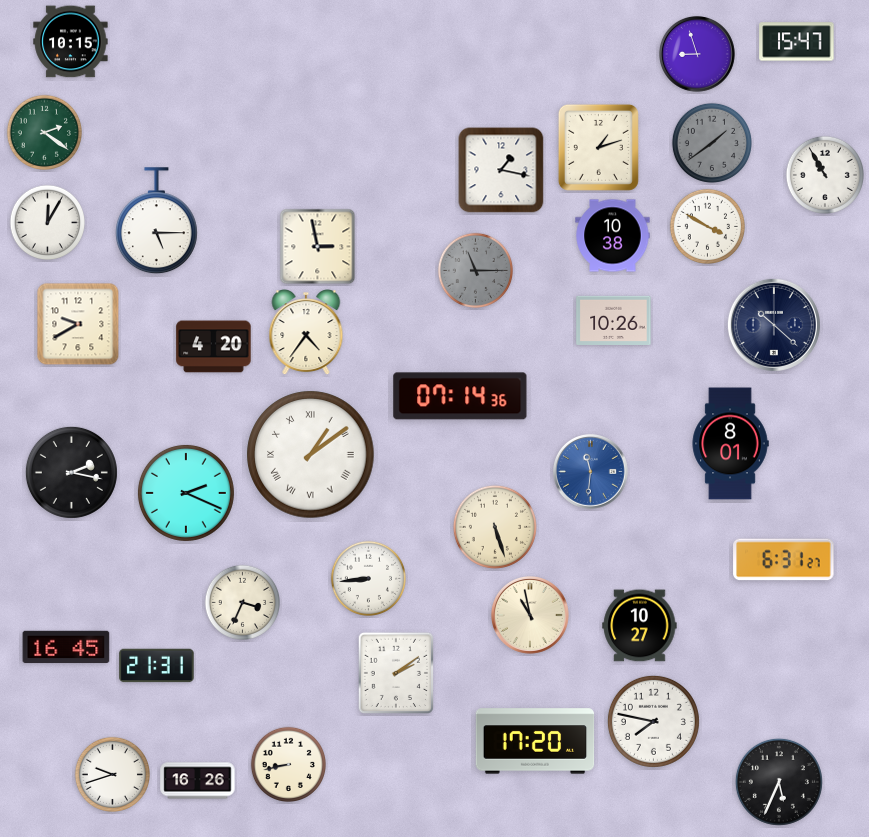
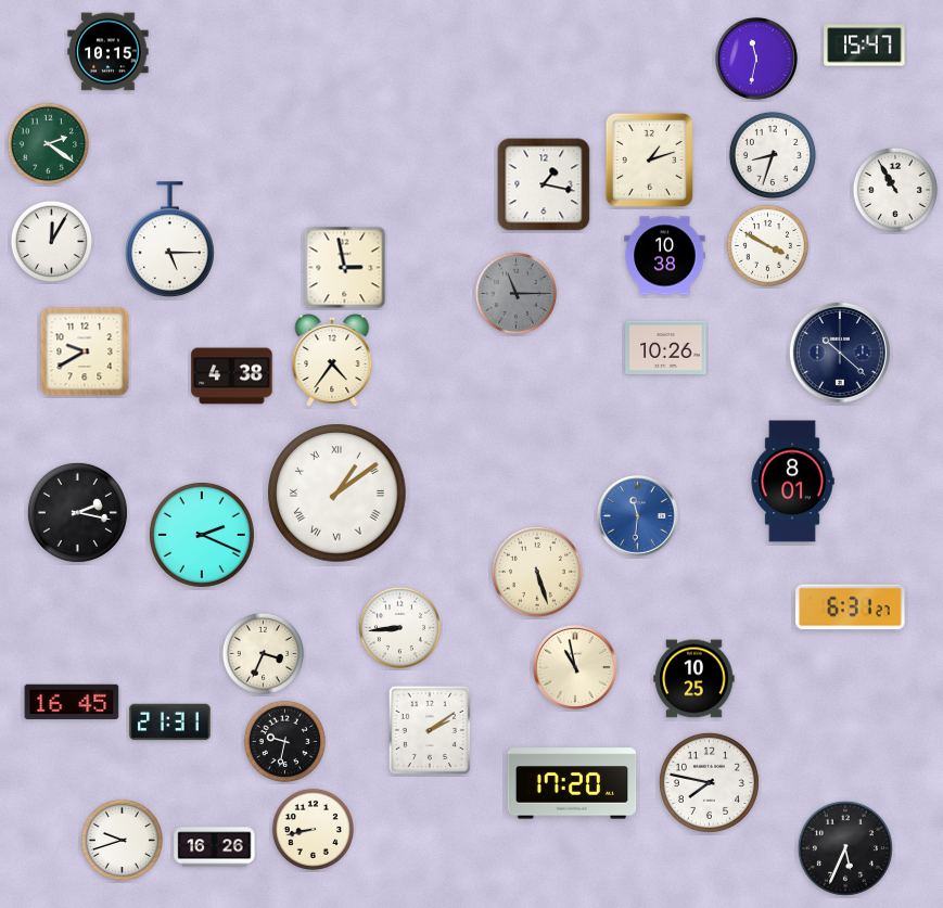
clock at (71, 42) position: (71, 42) -> (109, 52)
clock at (698, 55): 8:57 -> 11:32
clock at (712, 143): 1:39 -> 8:33
clock at (712, 143) dial: grey -> white
clock at (214, 347): 4:20 -> 4:38
clock at (460, 396): 07:14 -> none
clock at (591, 472) position: (591, 472) -> (638, 516)
clock at (640, 626): 10:27 -> 10:25
clock at (284, 741): none -> 9:32
clock at (535, 741) position: (535, 741) -> (572, 783)
